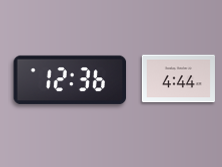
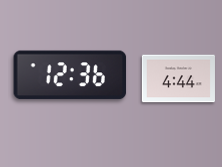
clock at (70, 80) position: (70, 80) -> (70, 75)
